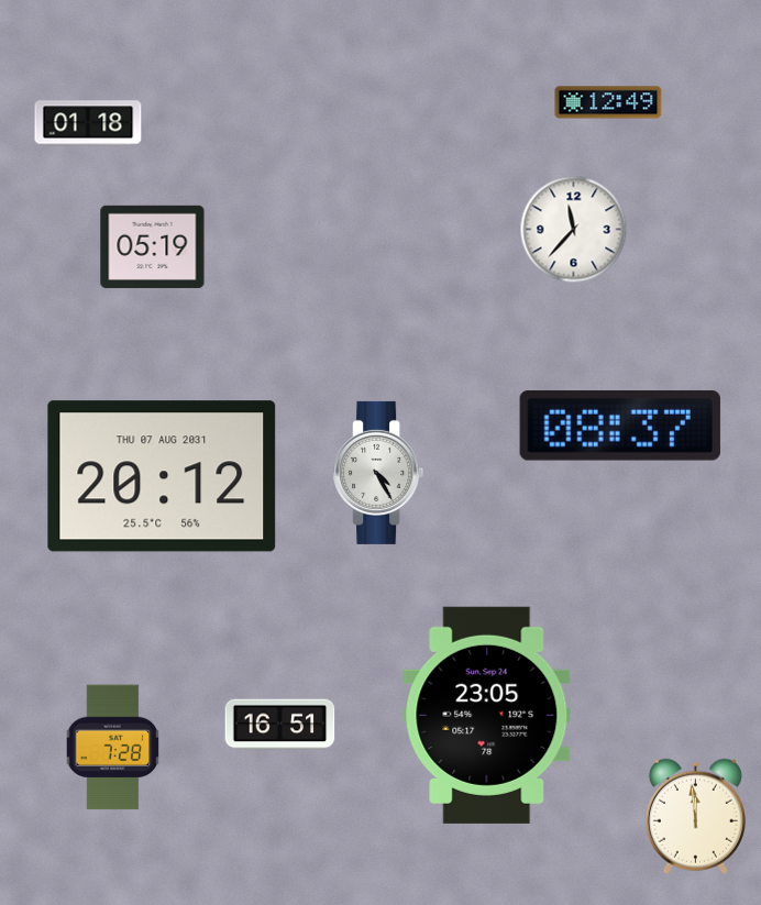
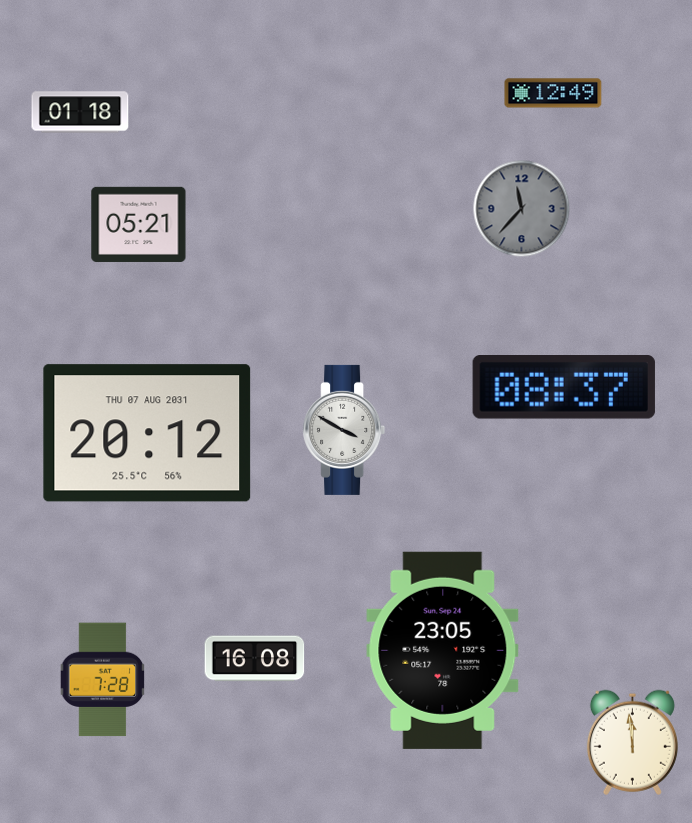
clock at (574, 230) dial: white -> grey
clock at (153, 246): 05:19 -> 05:21
clock at (378, 473): 4:25 -> 3:50
clock at (280, 725): 16:51 -> 16:08
